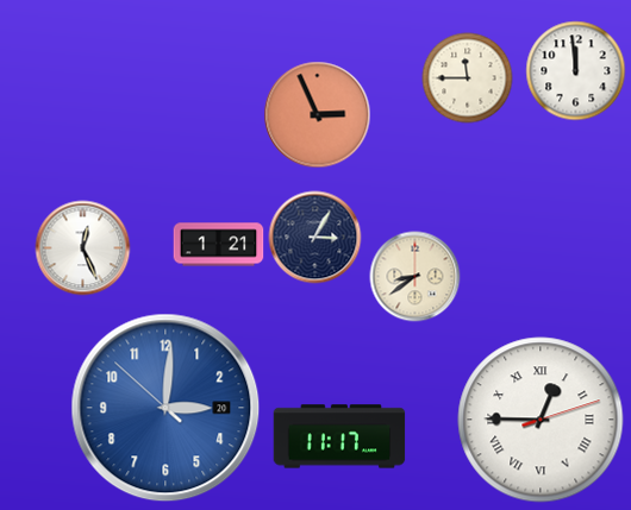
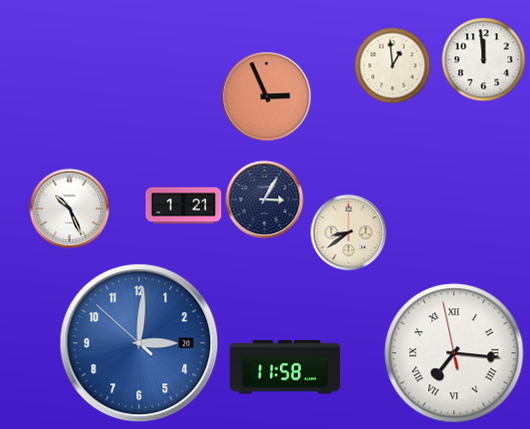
clock at (468, 78): 11:45 -> 12:59
clock at (83, 248): 12:26 -> 10:26
clock at (541, 420): 12:45 -> 7:15
clock at (339, 436): 11:17 -> 11:58
